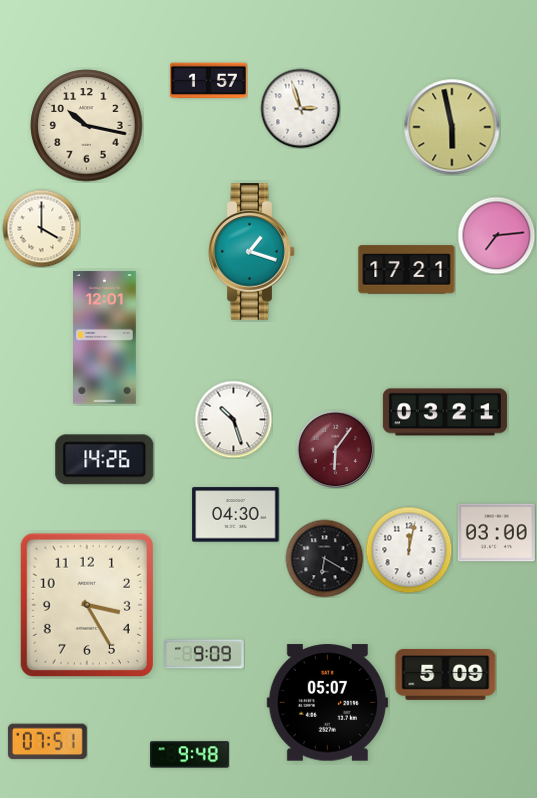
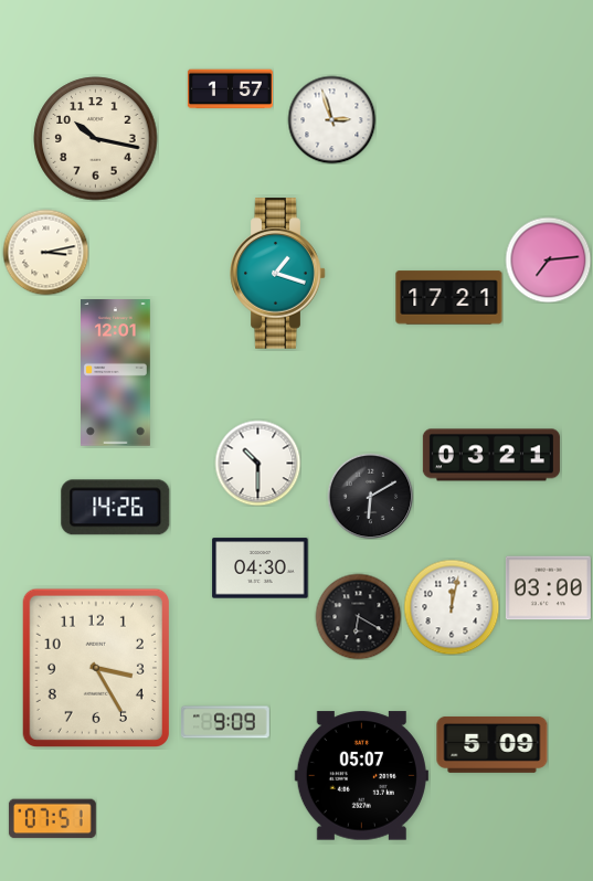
clock at (452, 127): 5:58 -> none
clock at (41, 228): 4:00 -> 3:13
clock at (252, 252) position: (252, 252) -> (278, 274)
clock at (233, 419): 10:27 -> 10:30
clock at (335, 449): 6:06 -> 6:10
clock at (335, 449) dial: burgundy -> black
clock at (189, 755): 9:48 -> none
